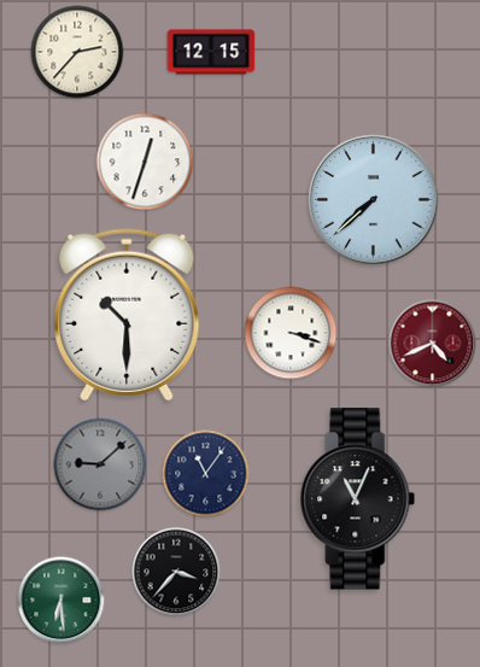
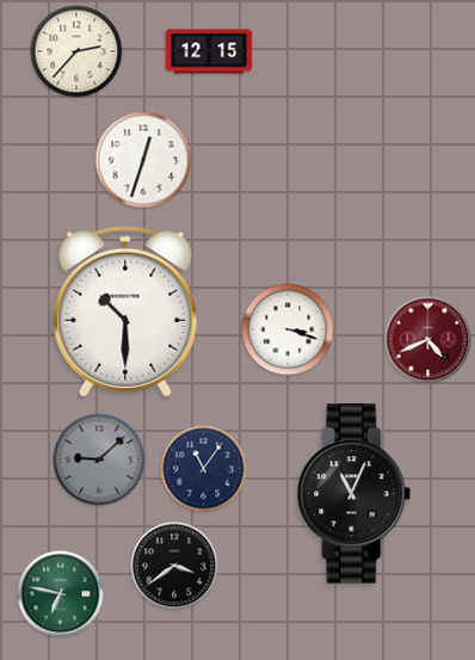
clock at (374, 200): 7:38 -> none
clock at (176, 572): 3:37 -> 3:39
clock at (62, 601): 6:29 -> 6:47
